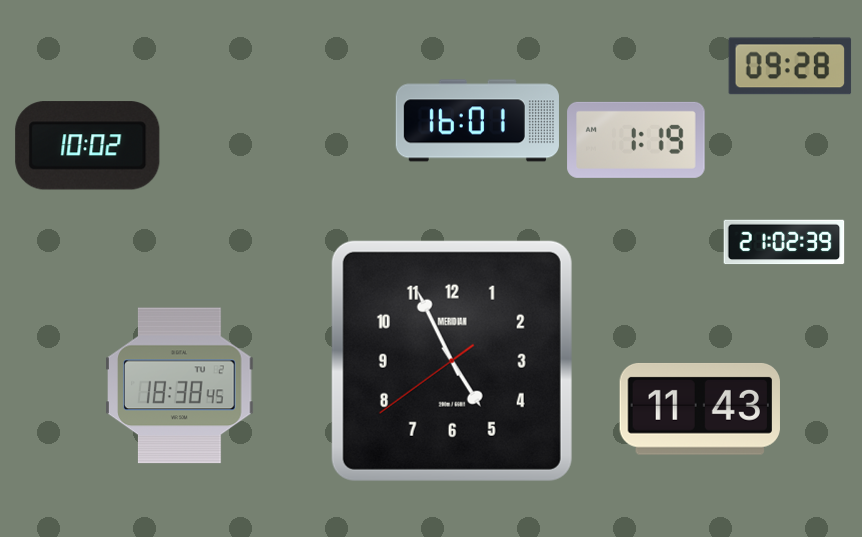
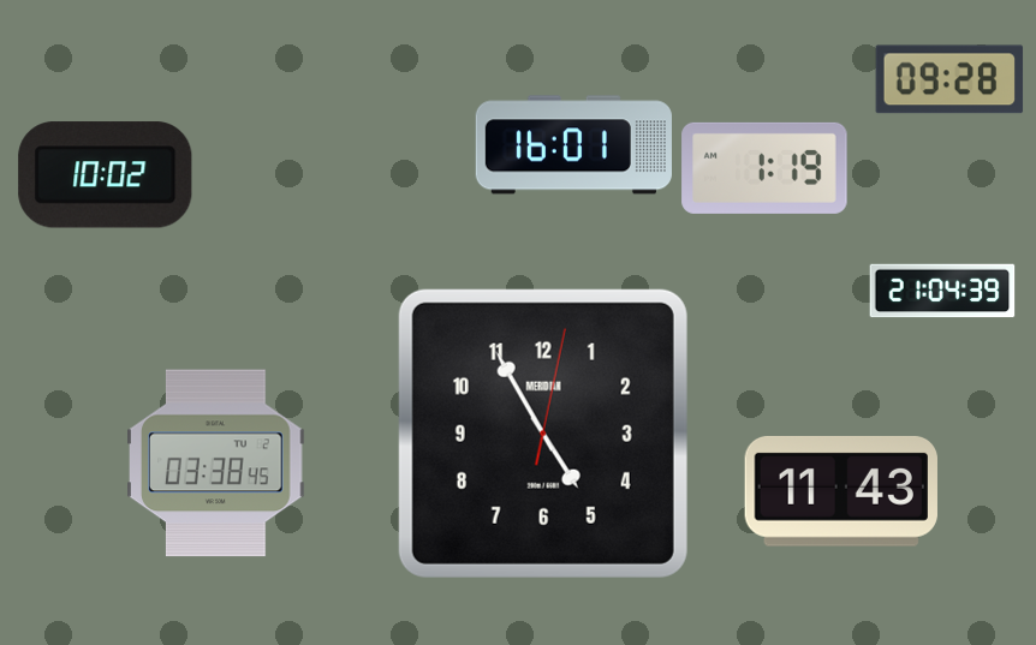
clock at (784, 242): 21:02 -> 21:04
clock at (452, 361): 4:55:39 -> 4:55:02
clock at (180, 386): 18:38 -> 03:38
